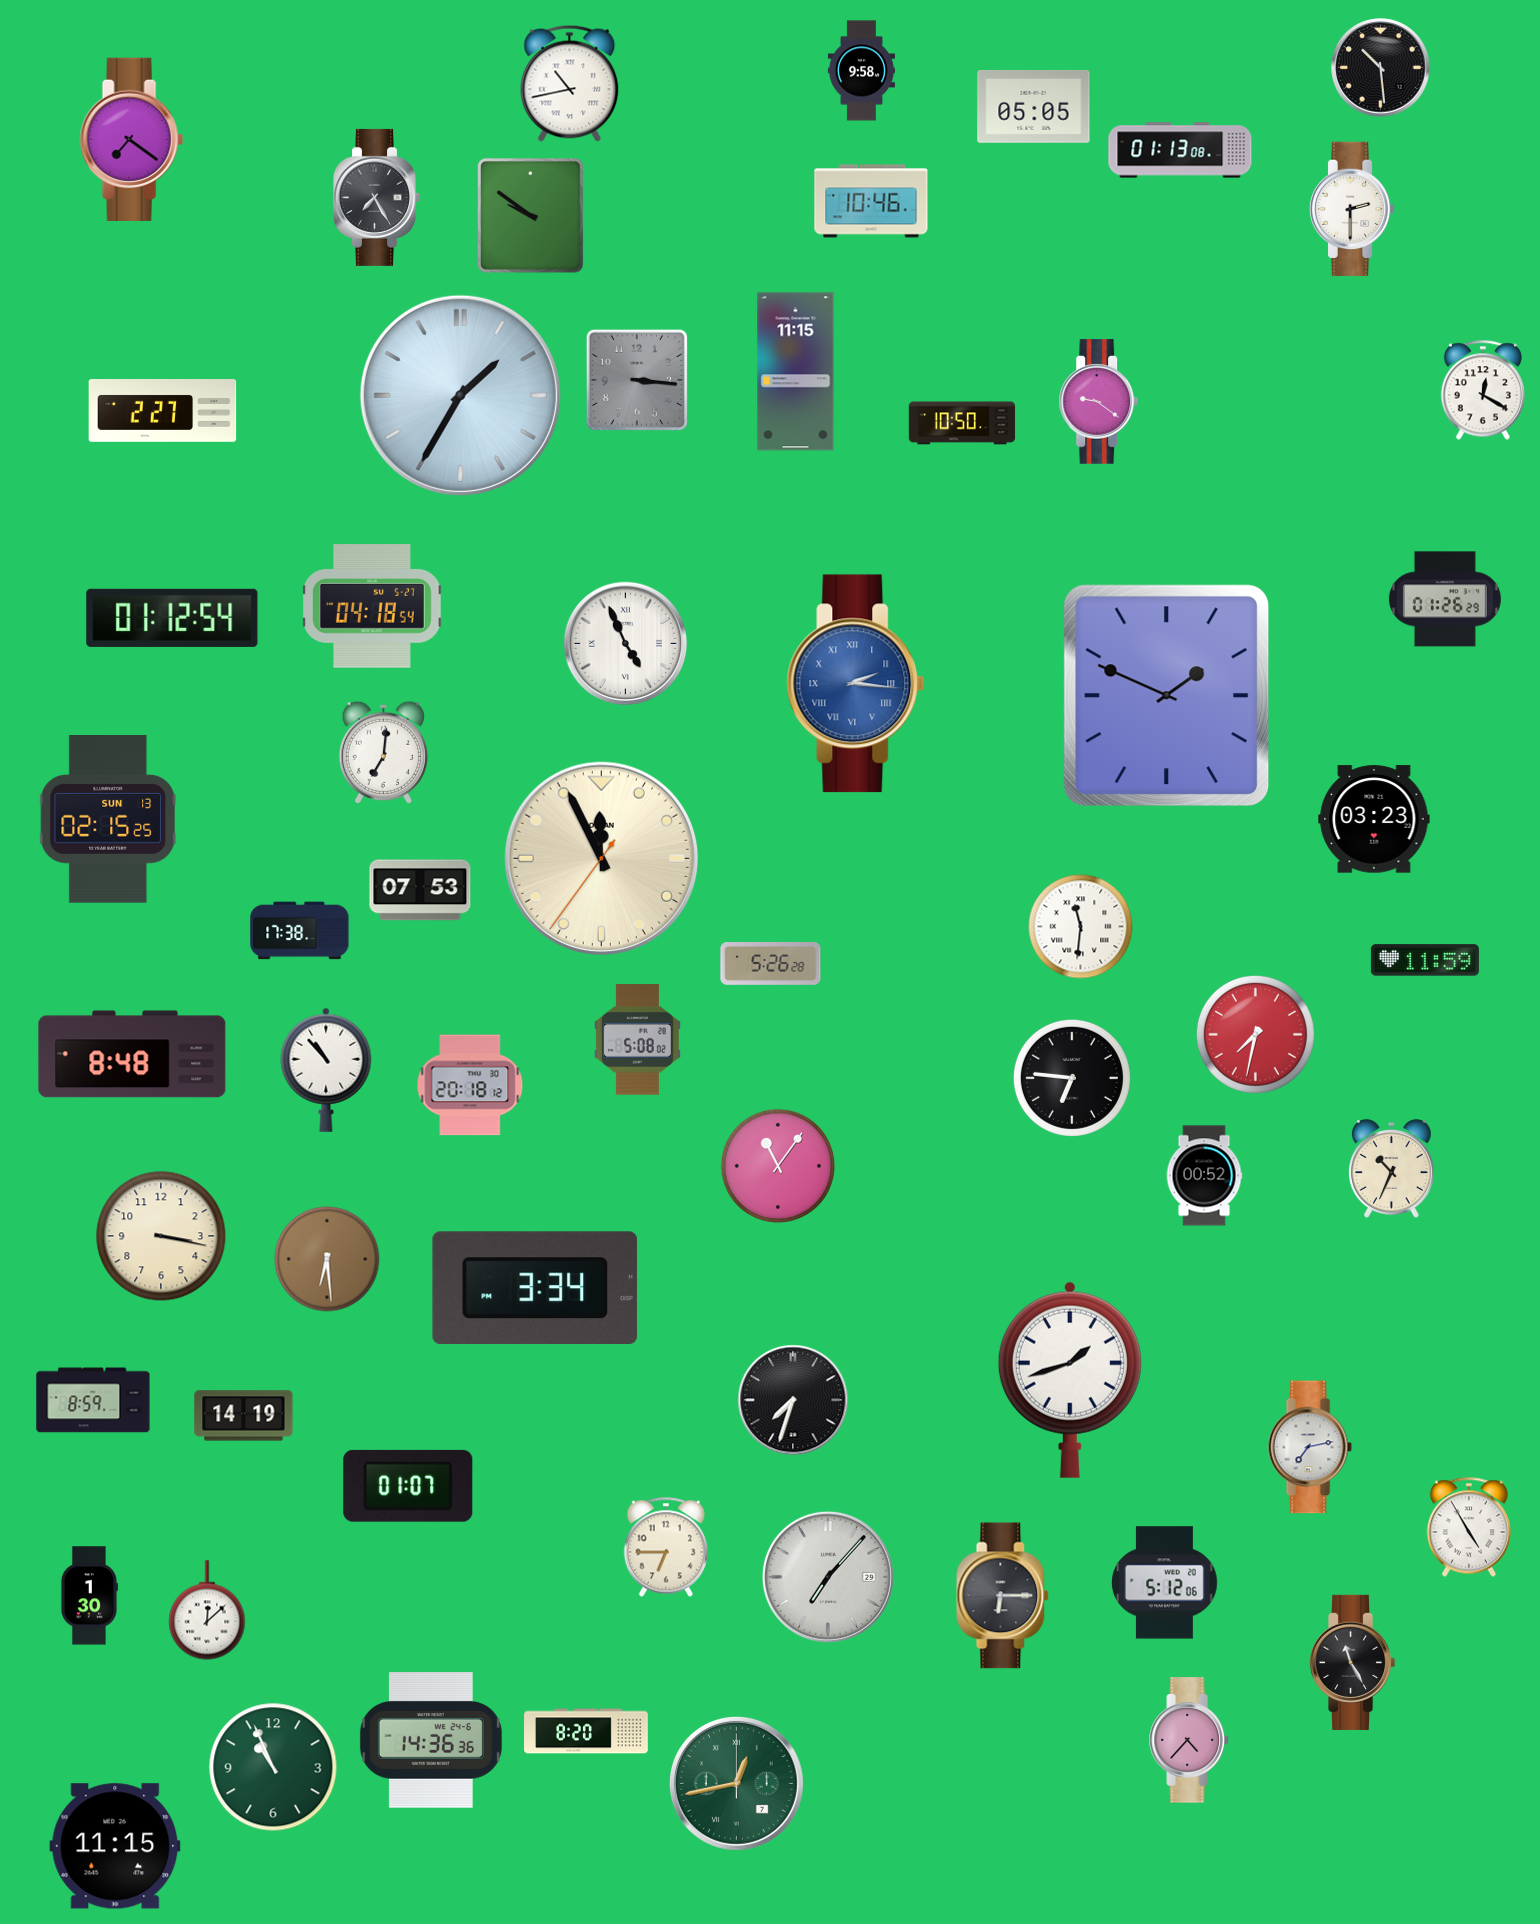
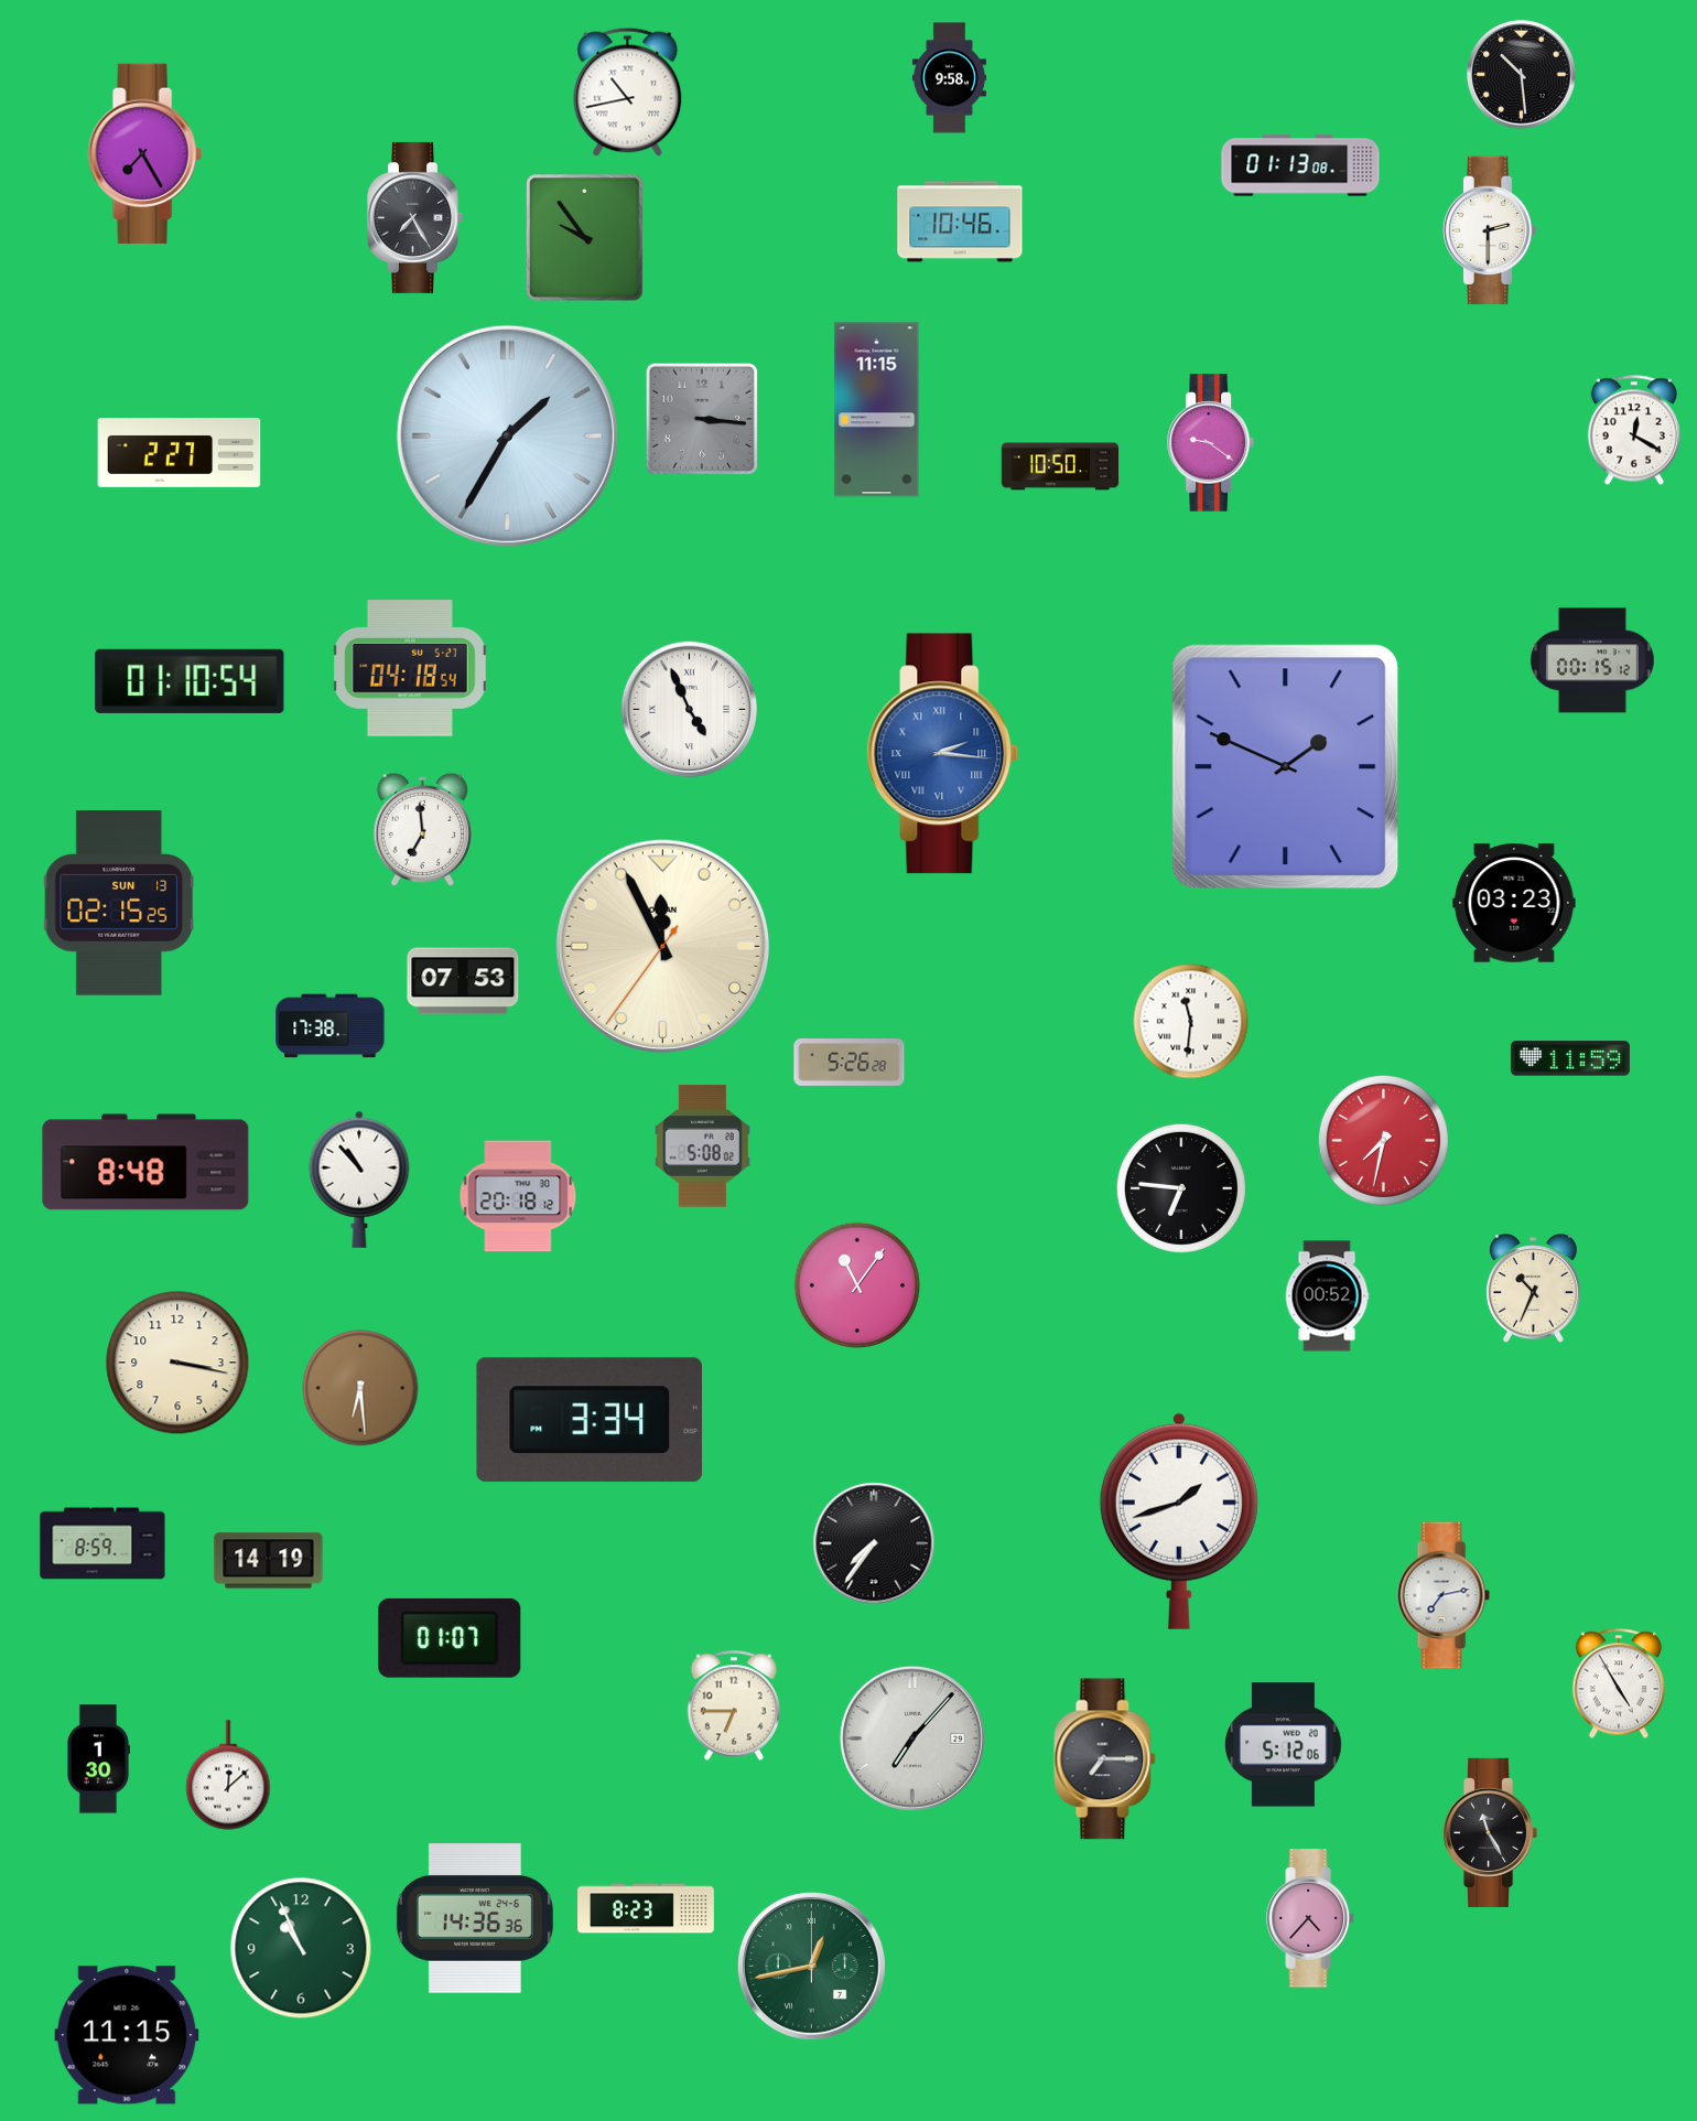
clock at (1034, 107): 05:05 -> none
clock at (131, 139): 7:21 -> 7:25
clock at (531, 216): 9:51 -> 9:54
clock at (1445, 599): 01:26 -> 00:15
clock at (172, 618): 01:12 -> 01:10
clock at (383, 752): 7:01 -> 6:59
clock at (793, 1400): 7:33 -> 7:36
clock at (1003, 1596): 6:15 -> 7:15
clock at (586, 1731): 8:20 -> 8:23
